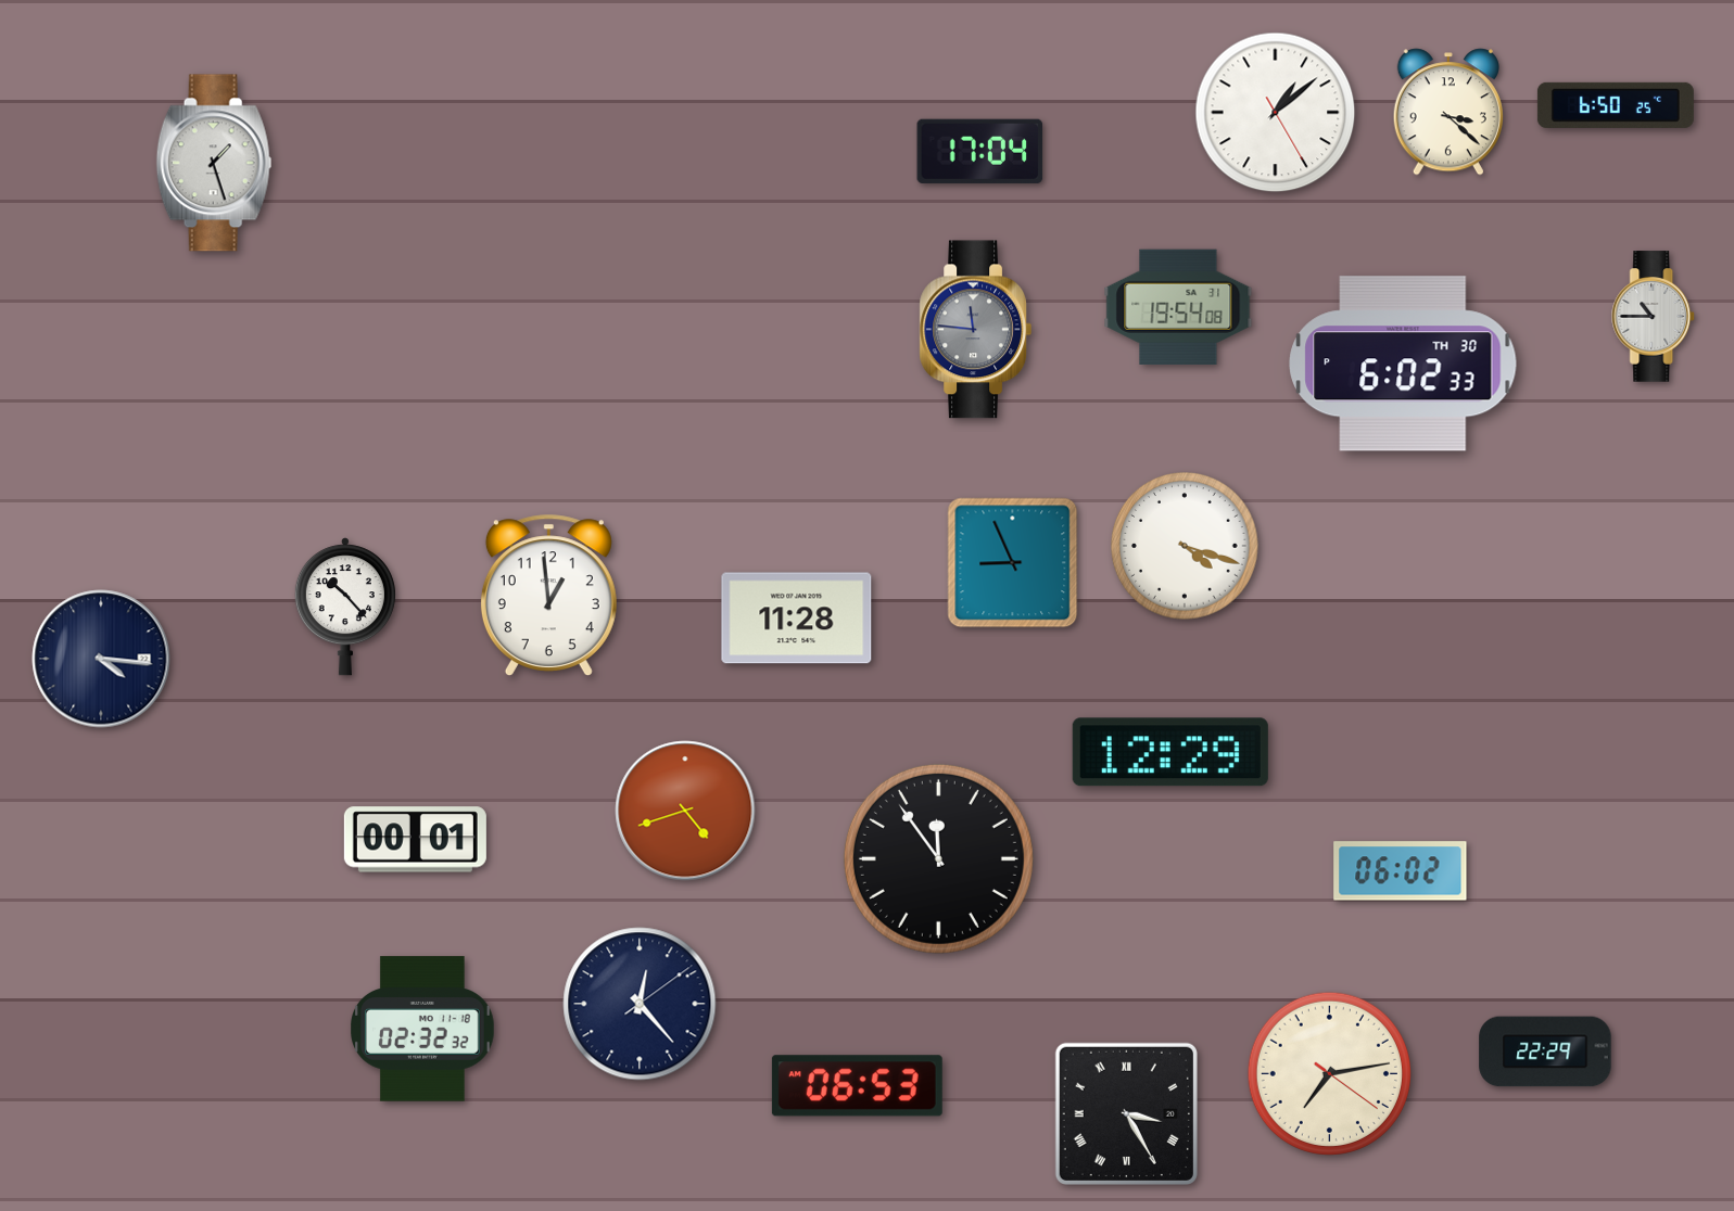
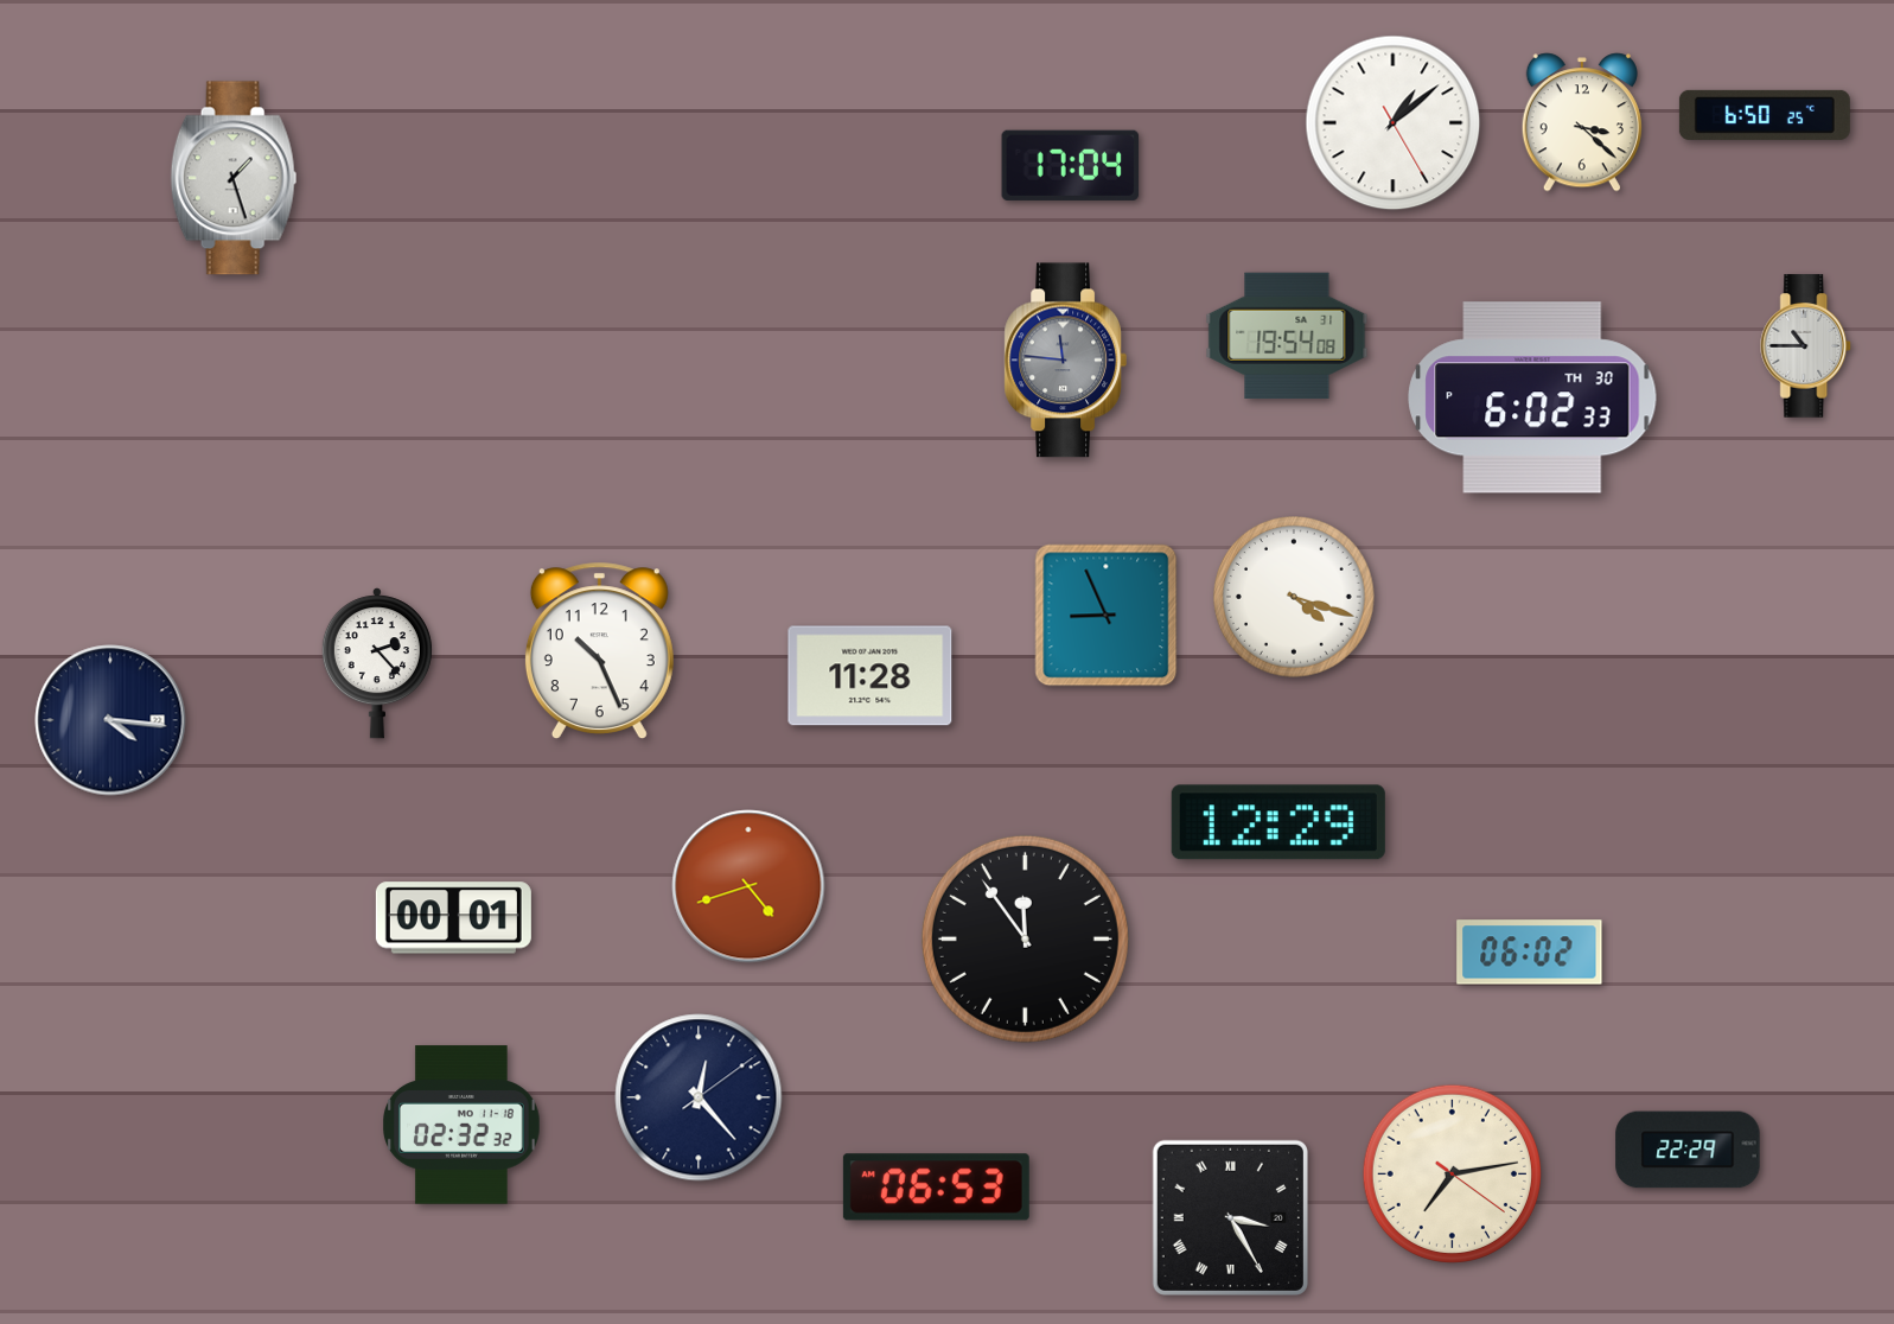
clock at (548, 596): 12:59 -> 10:26
clock at (345, 607): 10:23 -> 2:23
